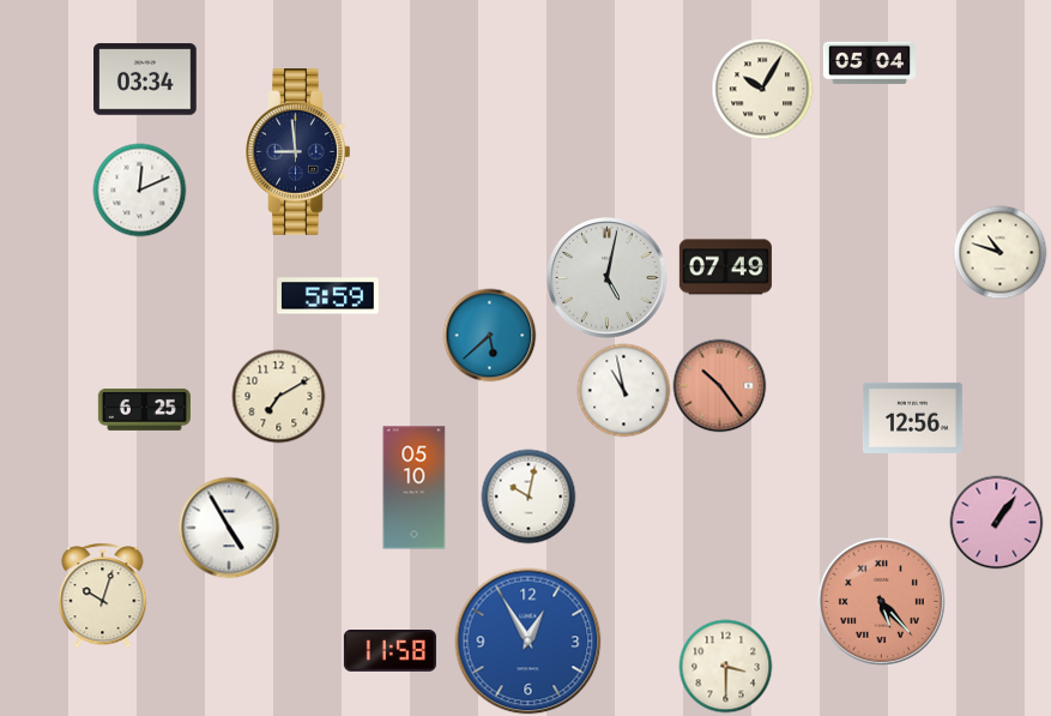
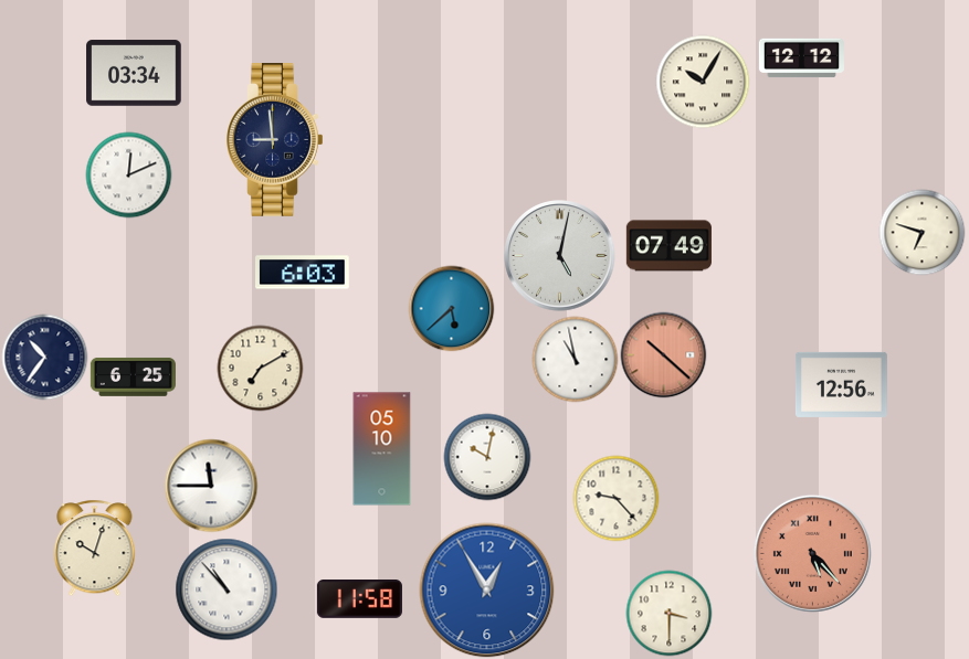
clock at (869, 64): 05:04 -> 12:12
clock at (999, 252): 10:48 -> 6:48
clock at (328, 296): 5:59 -> 6:03
clock at (719, 385): 10:24 -> 10:22
clock at (44, 357): none -> 10:36
clock at (278, 396) position: (278, 396) -> (260, 368)
clock at (996, 522): 1:06 -> none
clock at (229, 528): 4:55 -> 11:45
clock at (615, 498): none -> 9:23
clock at (227, 589): none -> 10:53
